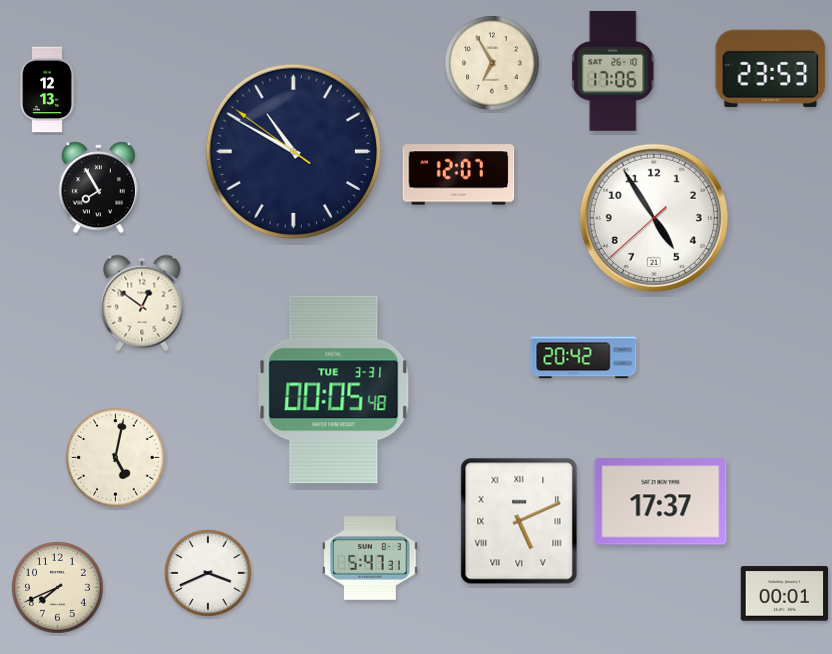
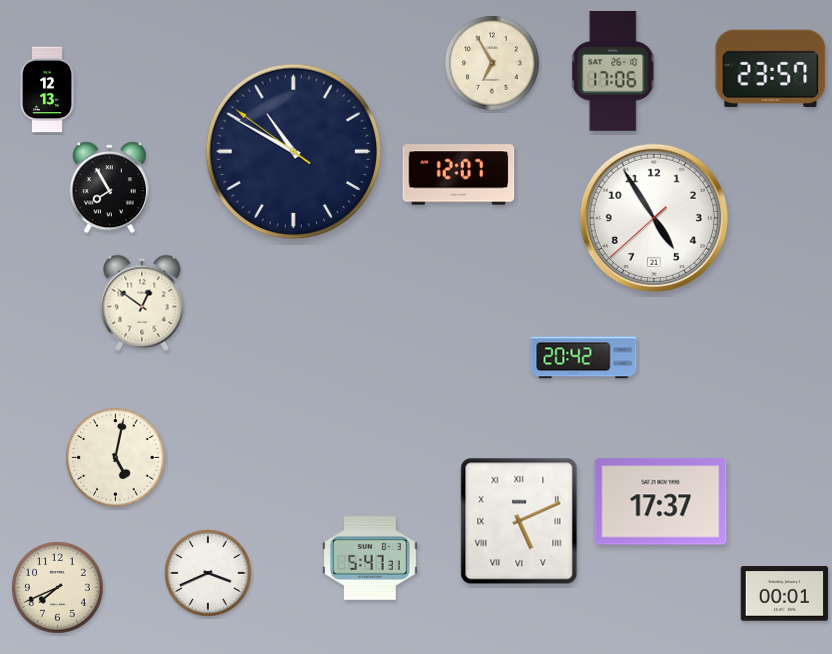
clock at (771, 68): 23:53 -> 23:57
clock at (98, 188) position: (98, 188) -> (109, 188)
clock at (334, 390): 00:05 -> none
